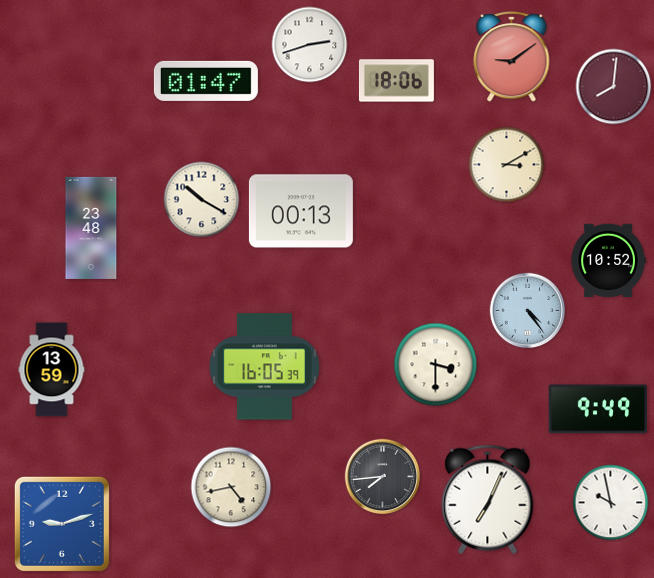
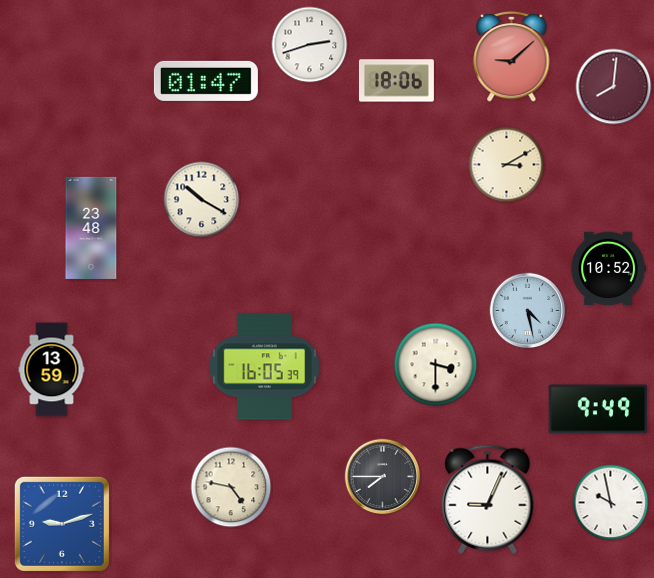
clock at (512, 56): 9:09 -> 9:08
clock at (301, 211): 00:13 -> none
clock at (608, 261) position: (608, 261) -> (608, 269)
clock at (528, 311): 4:24 -> 4:28
clock at (383, 477): 7:44 -> 7:45
clock at (231, 487): 4:43 -> 4:47
clock at (488, 499): 7:04 -> 9:04
